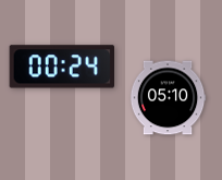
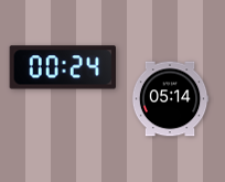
clock at (168, 98): 05:10 -> 05:14
